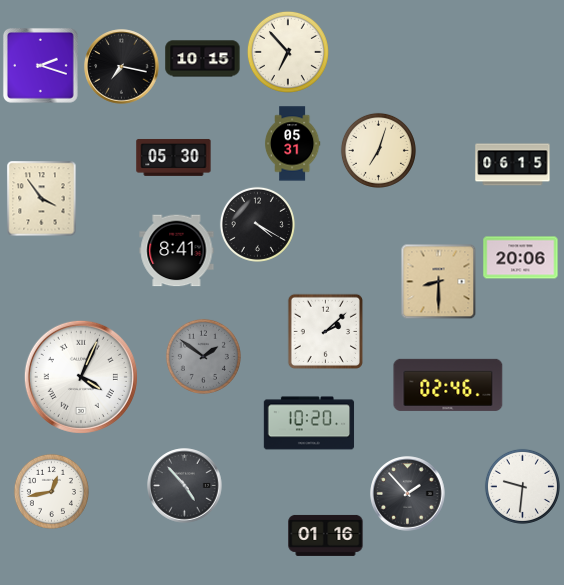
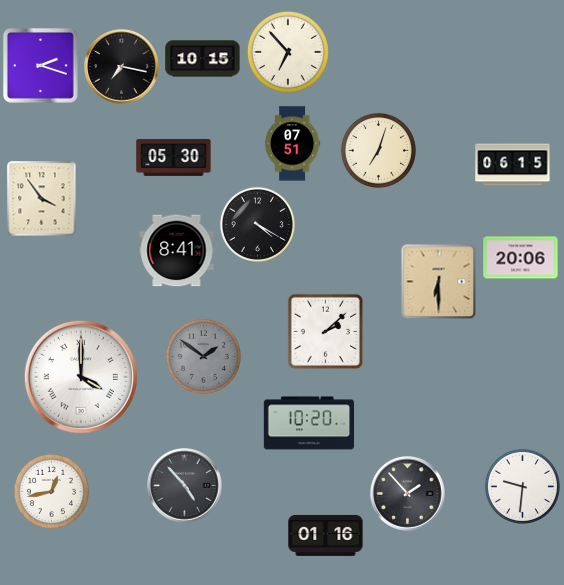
clock at (292, 144): 05:31 -> 07:51
clock at (439, 282): 8:30 -> 6:30
clock at (81, 377): 4:04 -> 4:00
clock at (448, 385): 02:46 -> none
